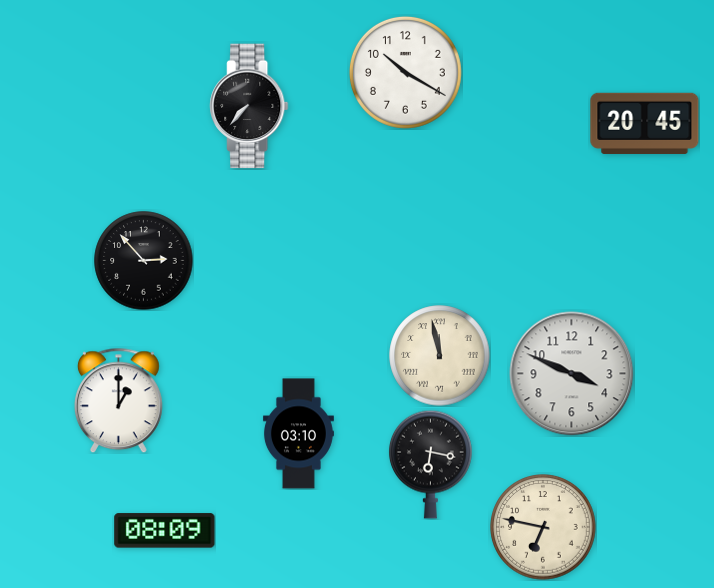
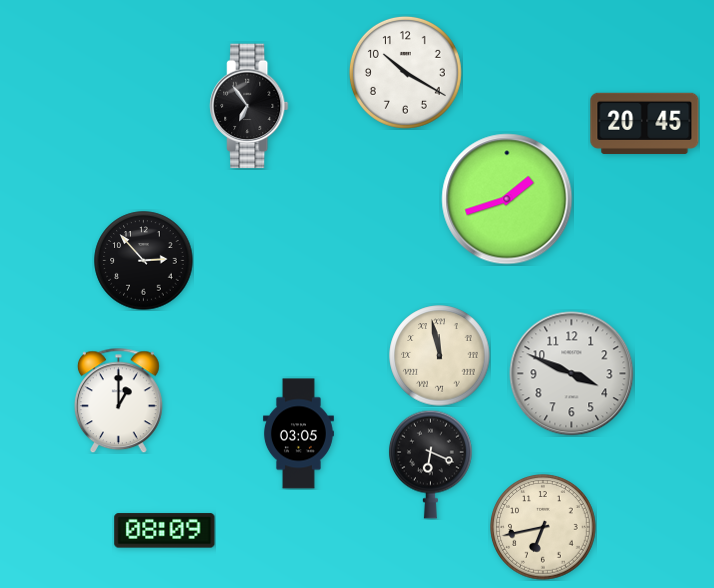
clock at (249, 106): 7:37 -> 6:54
clock at (507, 199): none -> 1:42
clock at (298, 434): 03:10 -> 03:05
clock at (430, 464): 6:17 -> 6:19
clock at (543, 527): 6:47 -> 6:43
